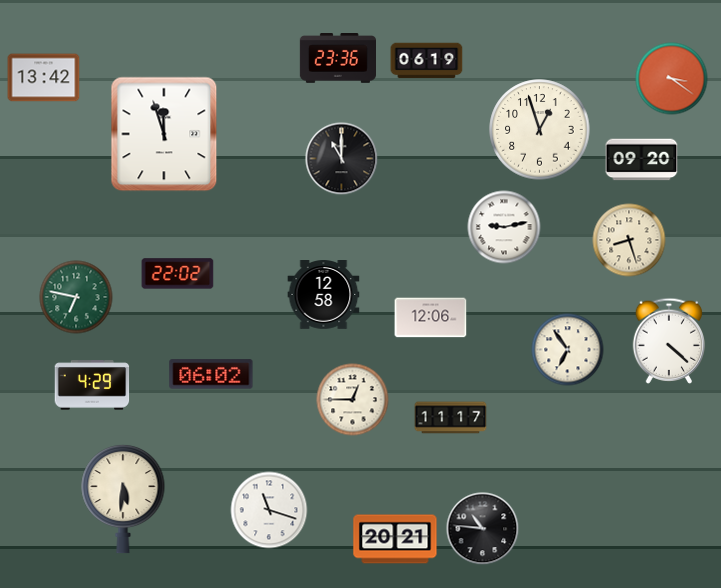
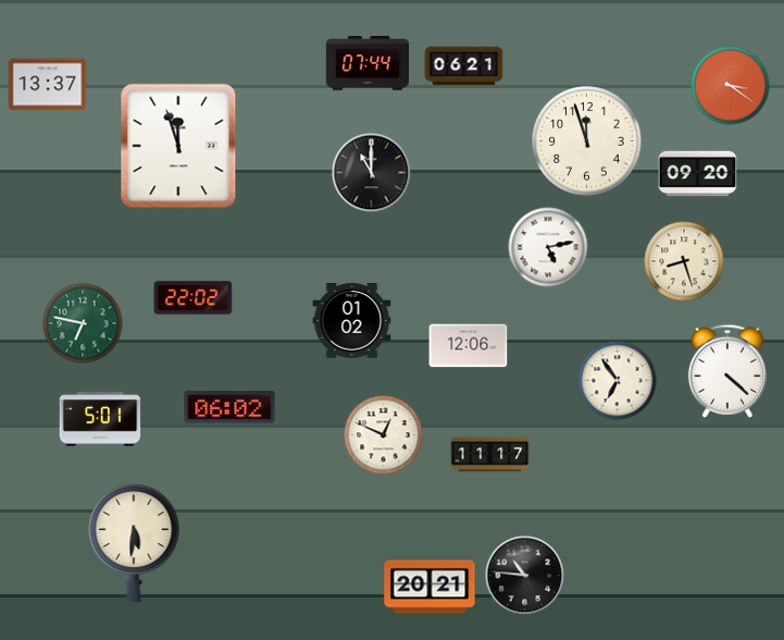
clock at (337, 59): 23:36 -> 07:44
clock at (427, 61): 06:19 -> 06:21
clock at (44, 78): 13:42 -> 13:37
clock at (540, 130): 12:57 -> 11:57
clock at (504, 227): 9:13 -> 5:13
clock at (324, 295): 12:58 -> 01:02
clock at (92, 385): 4:29 -> 5:01
clock at (353, 400): 12:45 -> 12:49
clock at (269, 510): 11:18 -> none
